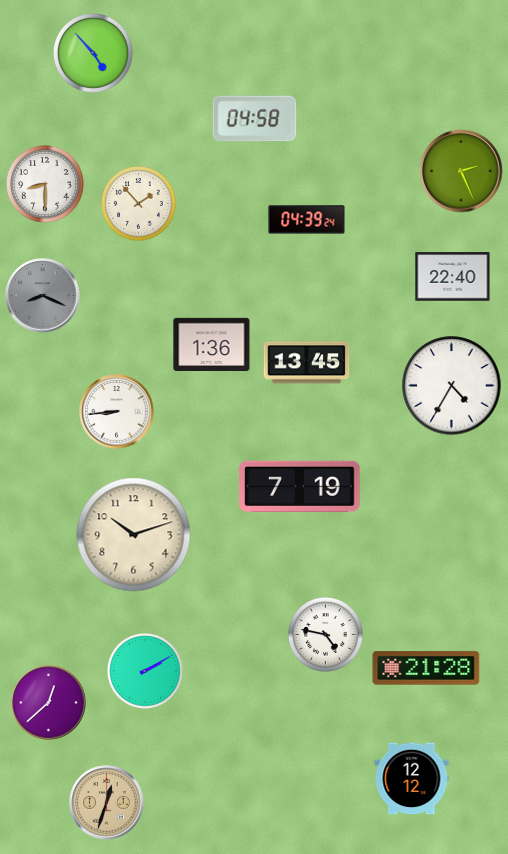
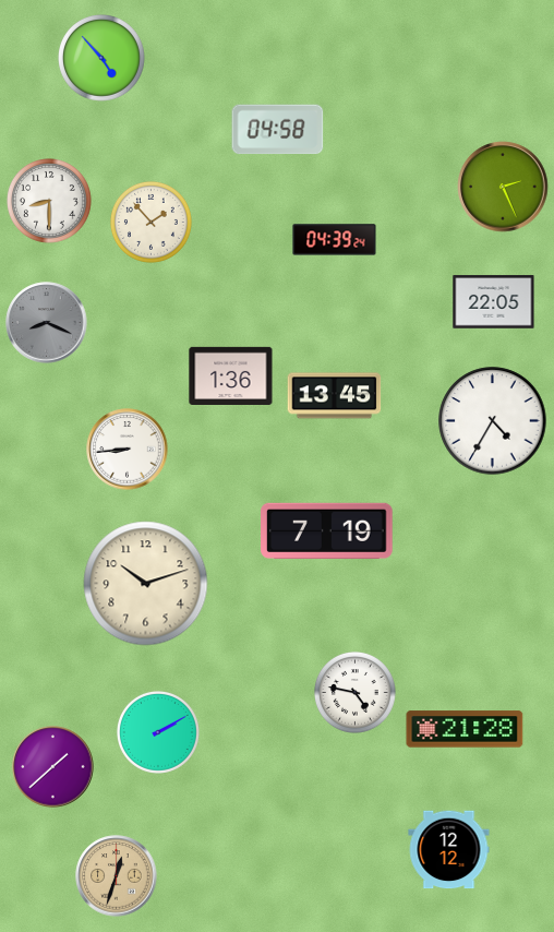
clock at (453, 277): 22:40 -> 22:05
clock at (49, 703): 12:38 -> 1:38
